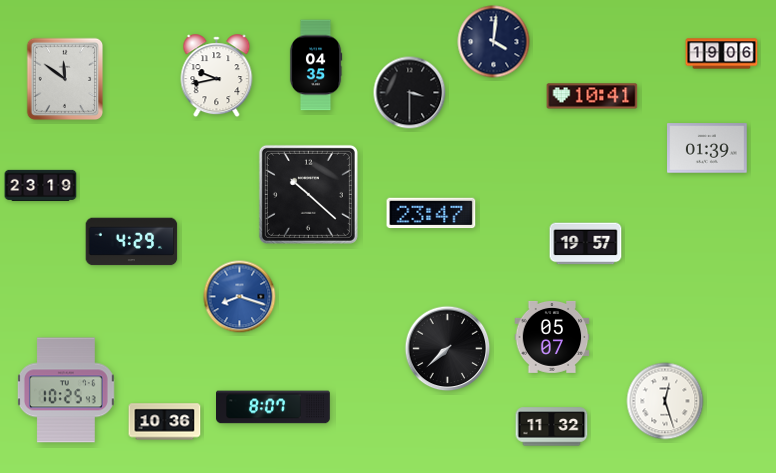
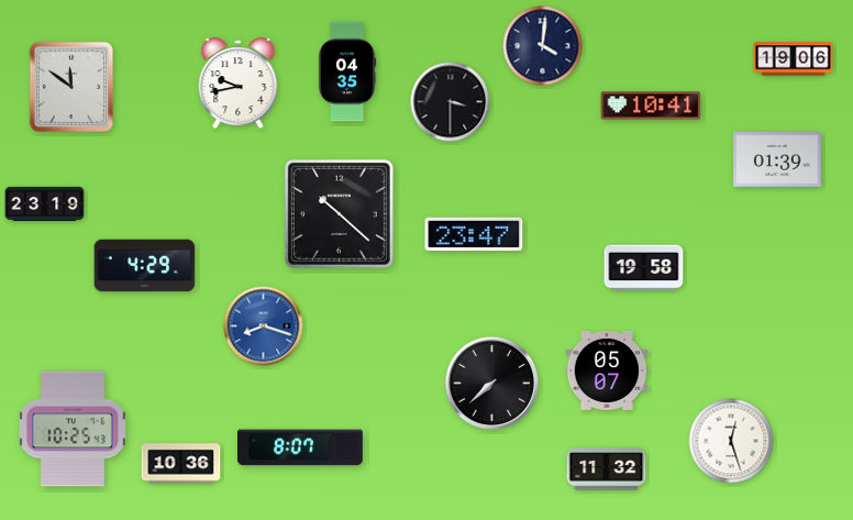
clock at (707, 148) position: (707, 148) -> (777, 159)
clock at (586, 244): 19:57 -> 19:58
